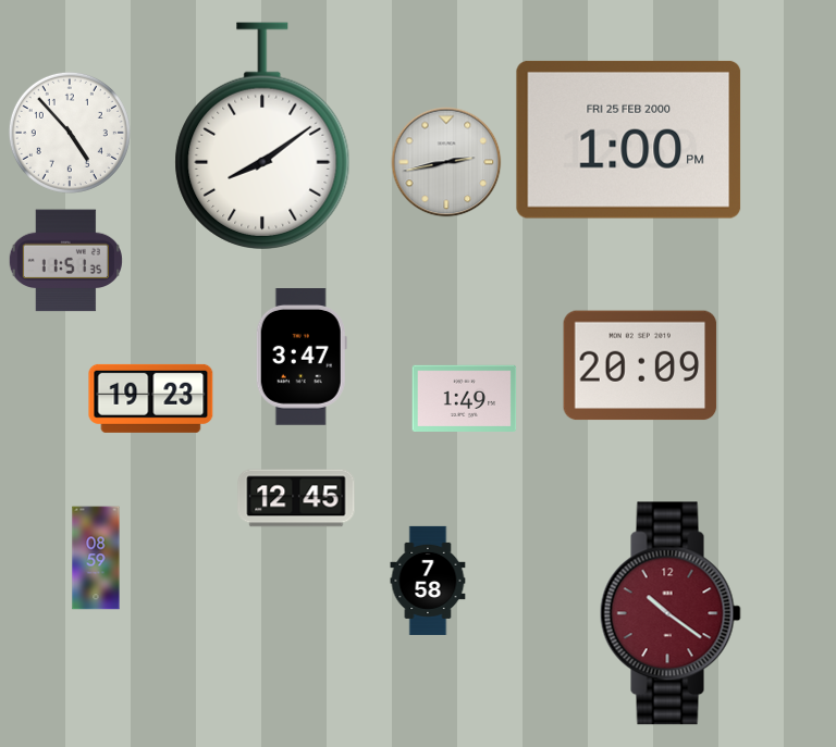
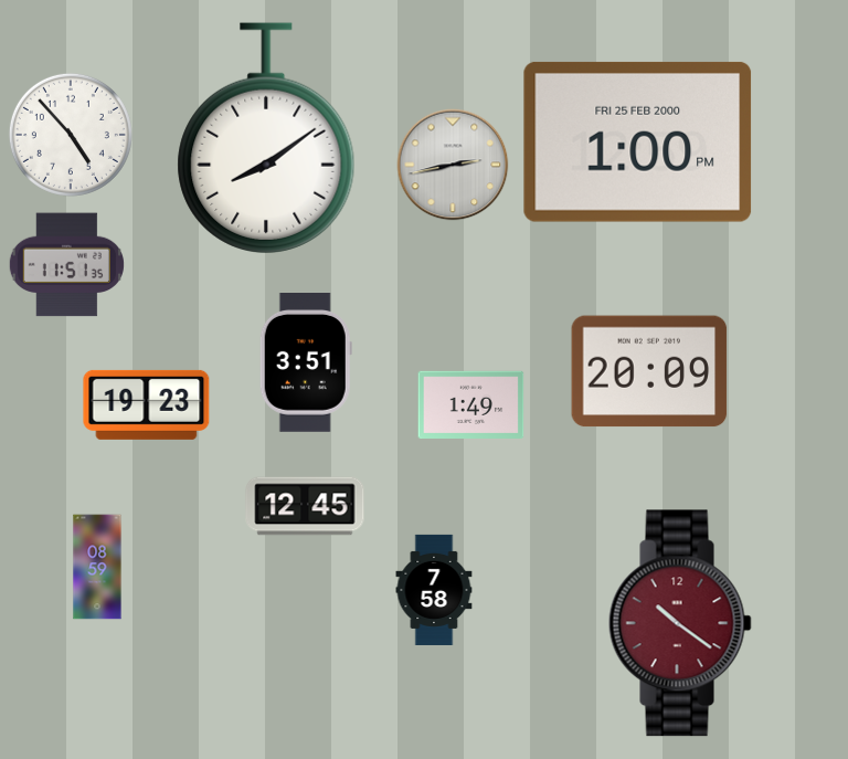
clock at (302, 358): 3:47 -> 3:51
clock at (151, 398) position: (151, 398) -> (147, 404)
clock at (296, 498) position: (296, 498) -> (305, 506)
